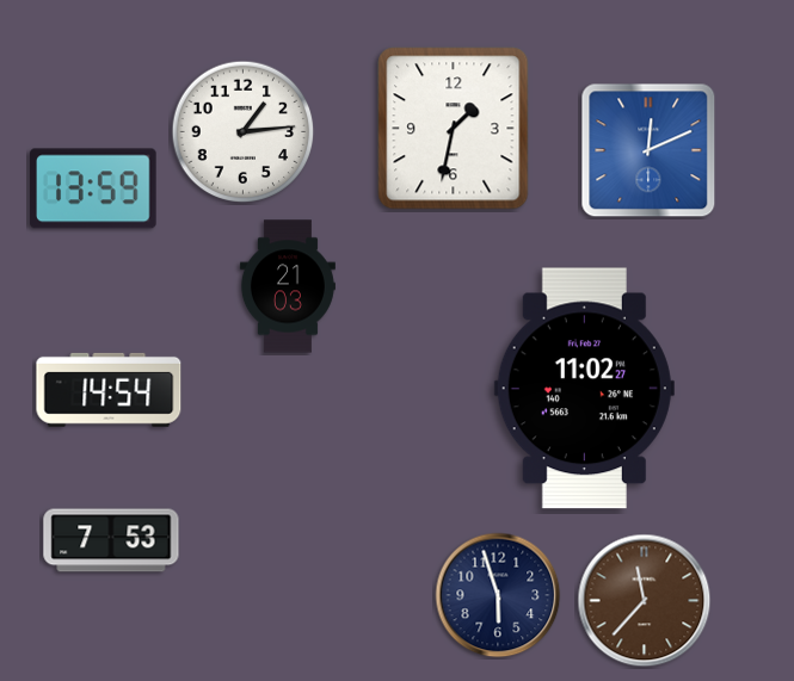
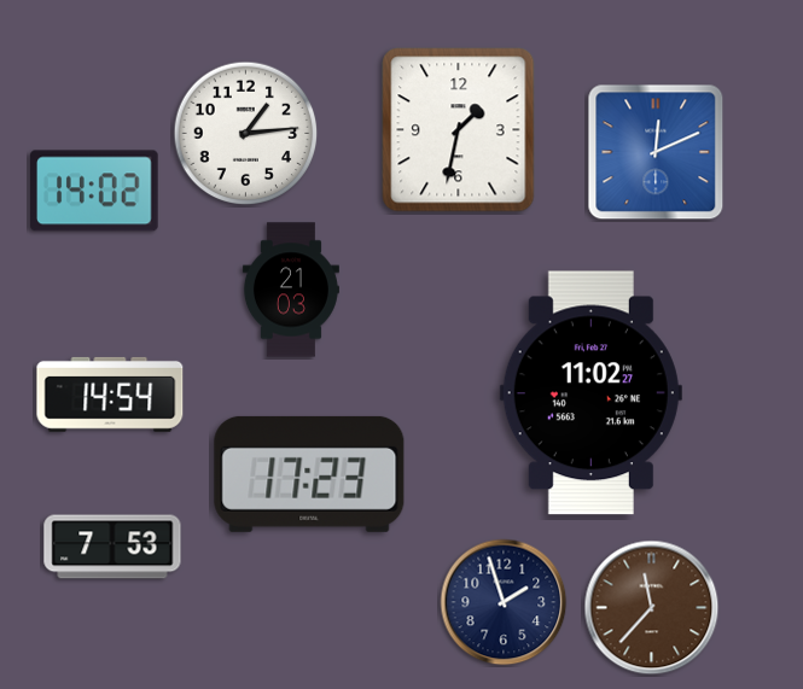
clock at (93, 188): 13:59 -> 14:02
clock at (309, 474): none -> 17:23
clock at (498, 595): 5:57 -> 1:57
